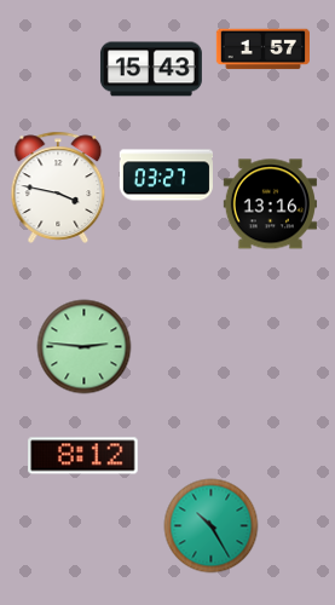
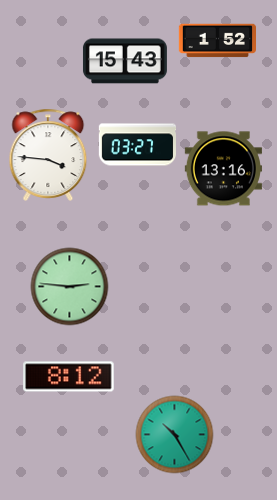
clock at (262, 50): 1:57 -> 1:52
clock at (151, 69) position: (151, 69) -> (125, 61)
clock at (58, 188): 3:47 -> 3:46
